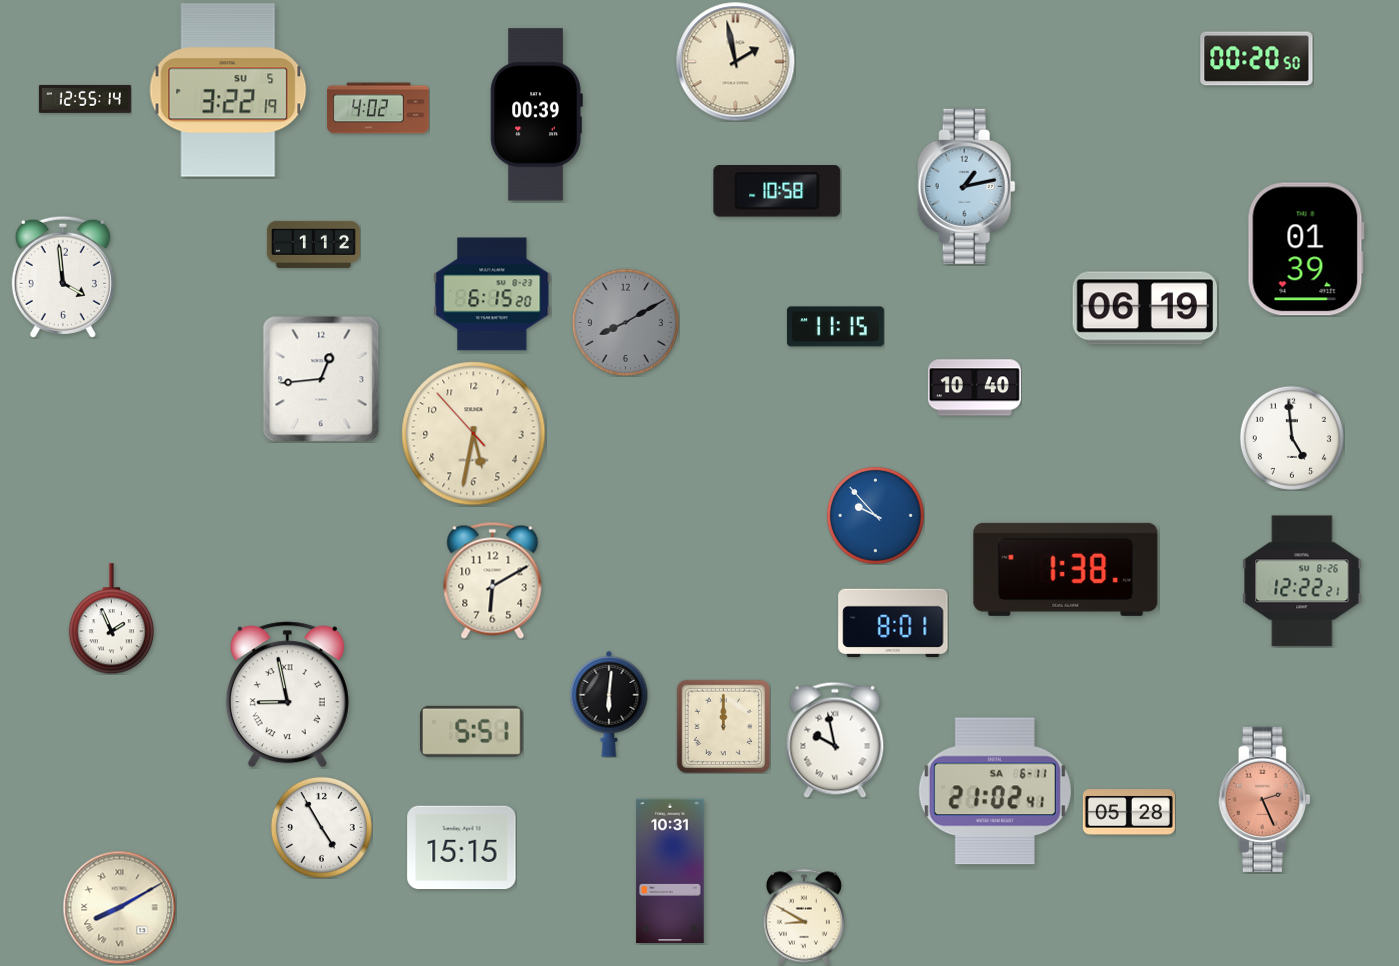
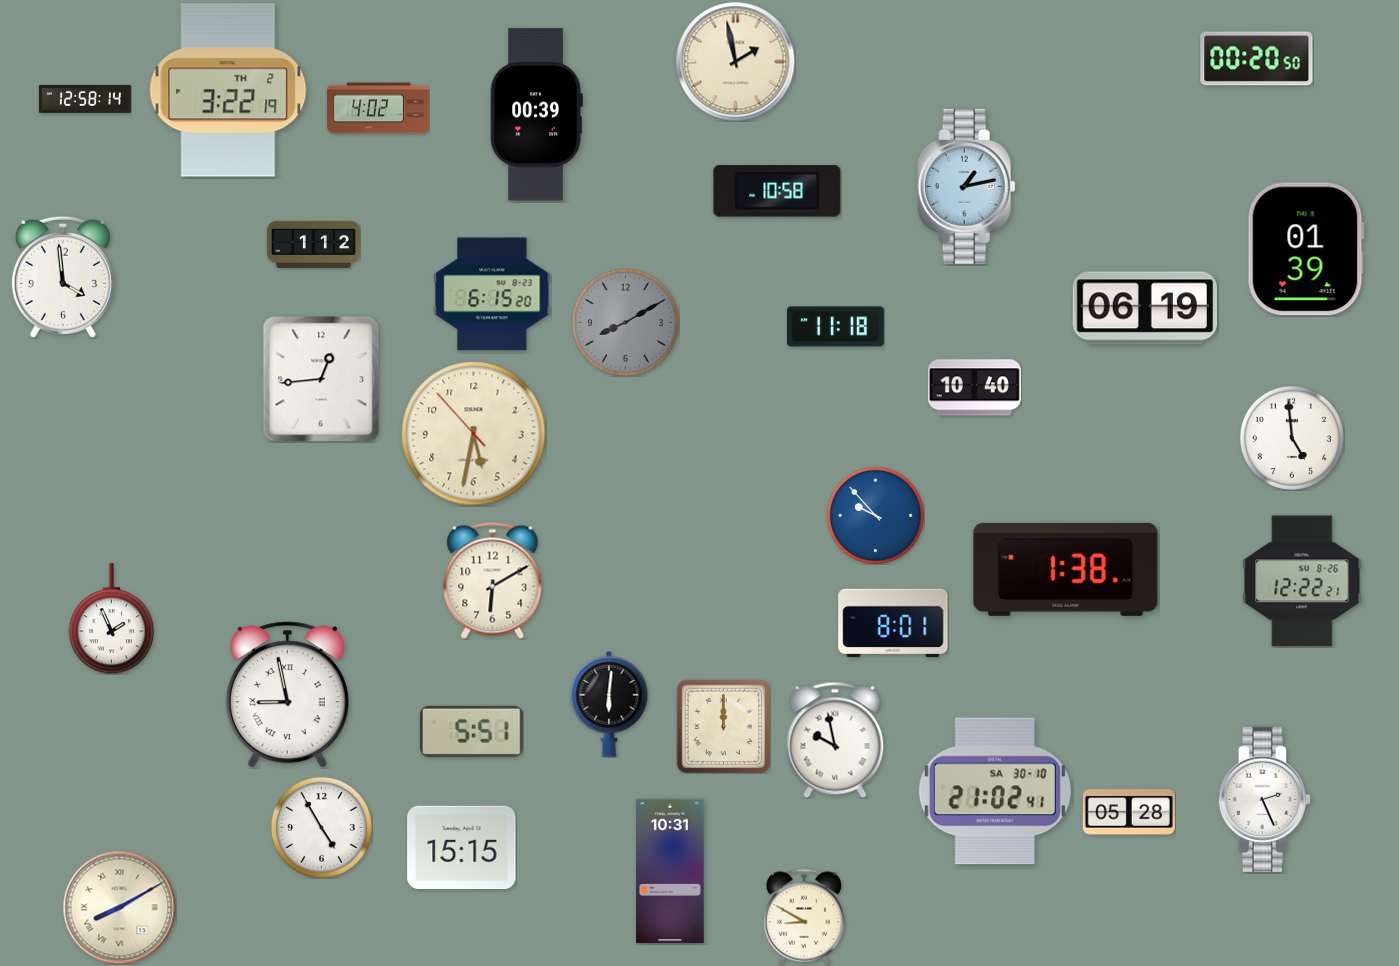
clock at (228, 90) date: SU 5 -> TH 2
clock at (85, 99): 12:55 -> 12:58
clock at (835, 327): 11:15 -> 11:18
clock at (995, 791) date: SA 6-11 -> SA 30-10
clock at (1264, 799) dial: salmon -> white
